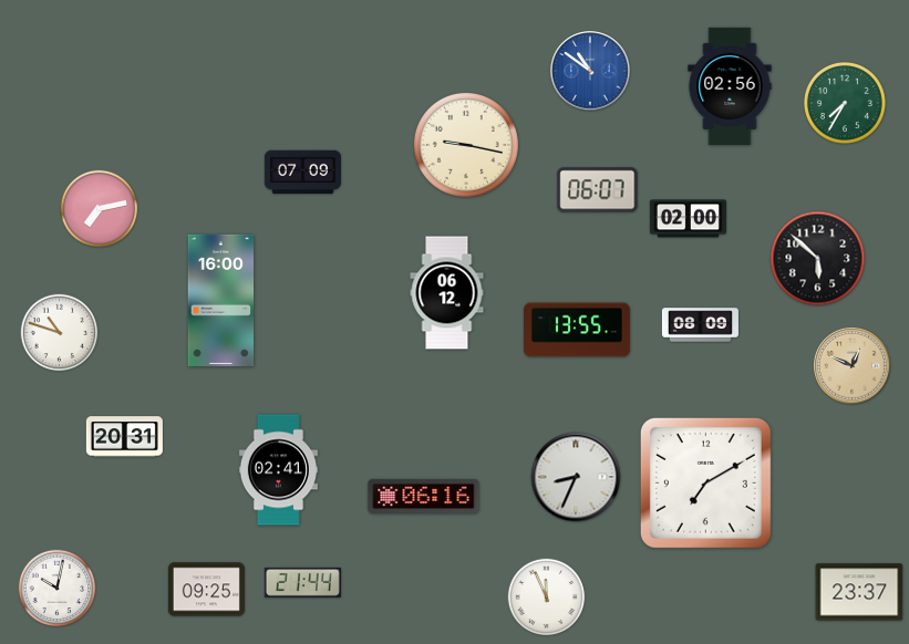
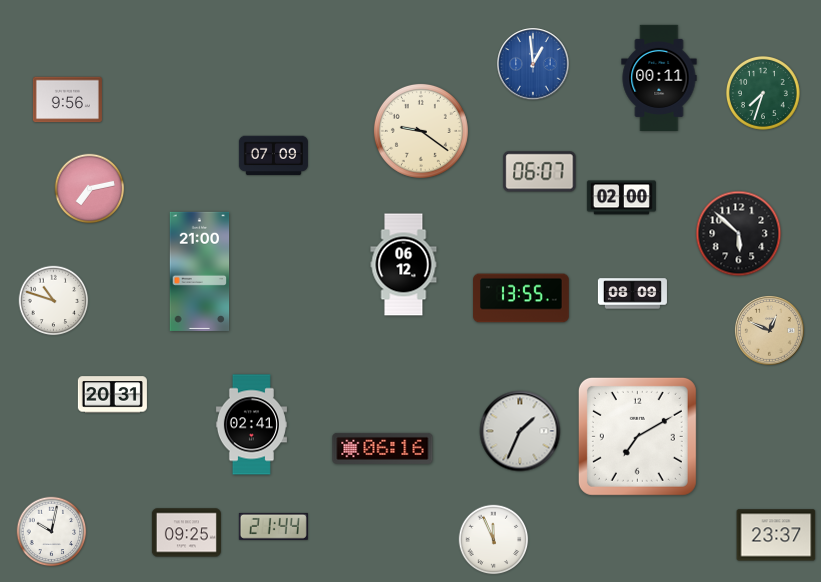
clock at (590, 71): 10:51 -> 12:59
clock at (730, 85): 02:56 -> 00:11
clock at (845, 103): 7:35 -> 7:33
clock at (67, 100): none -> 9:56
clock at (466, 145): 9:17 -> 9:21
clock at (221, 300): 16:00 -> 21:00
clock at (576, 477): 8:34 -> 1:34
